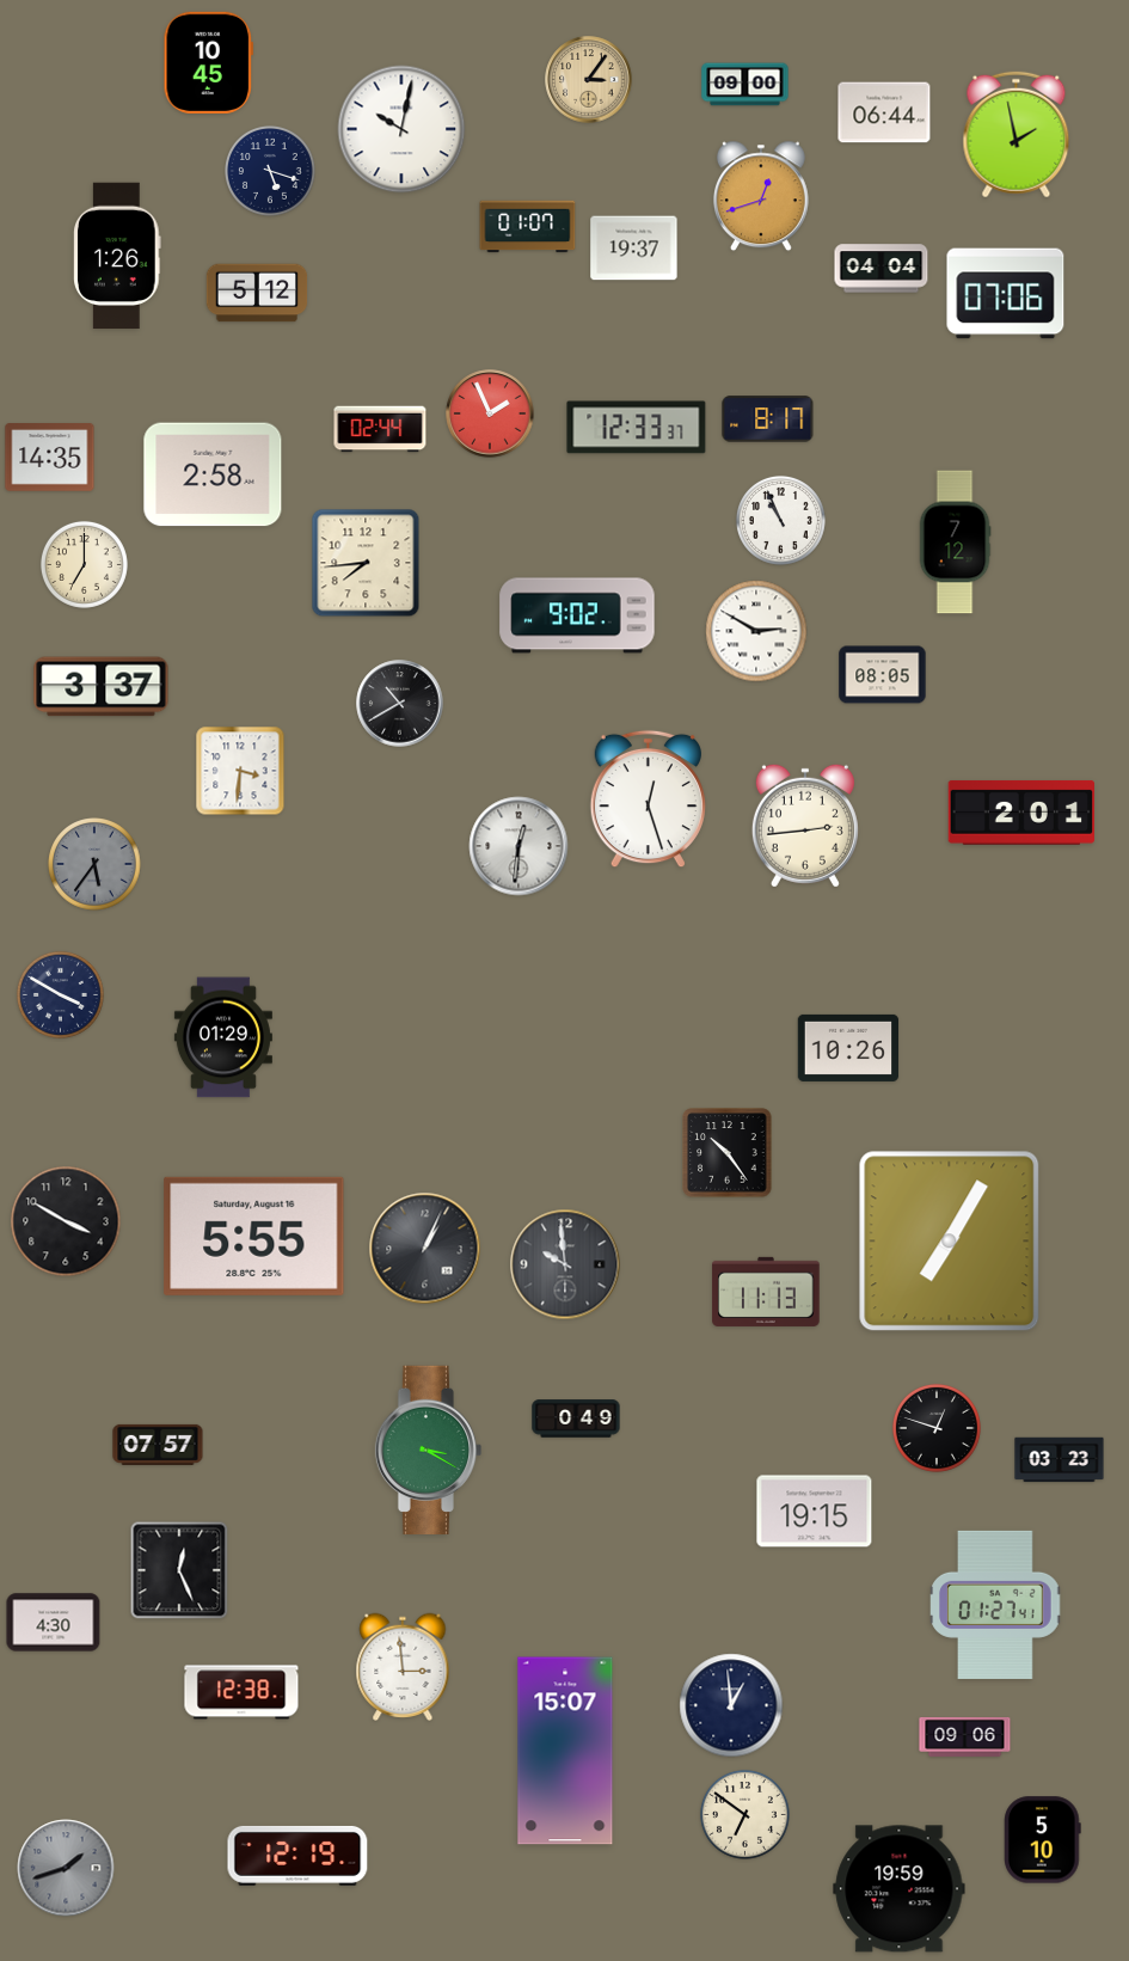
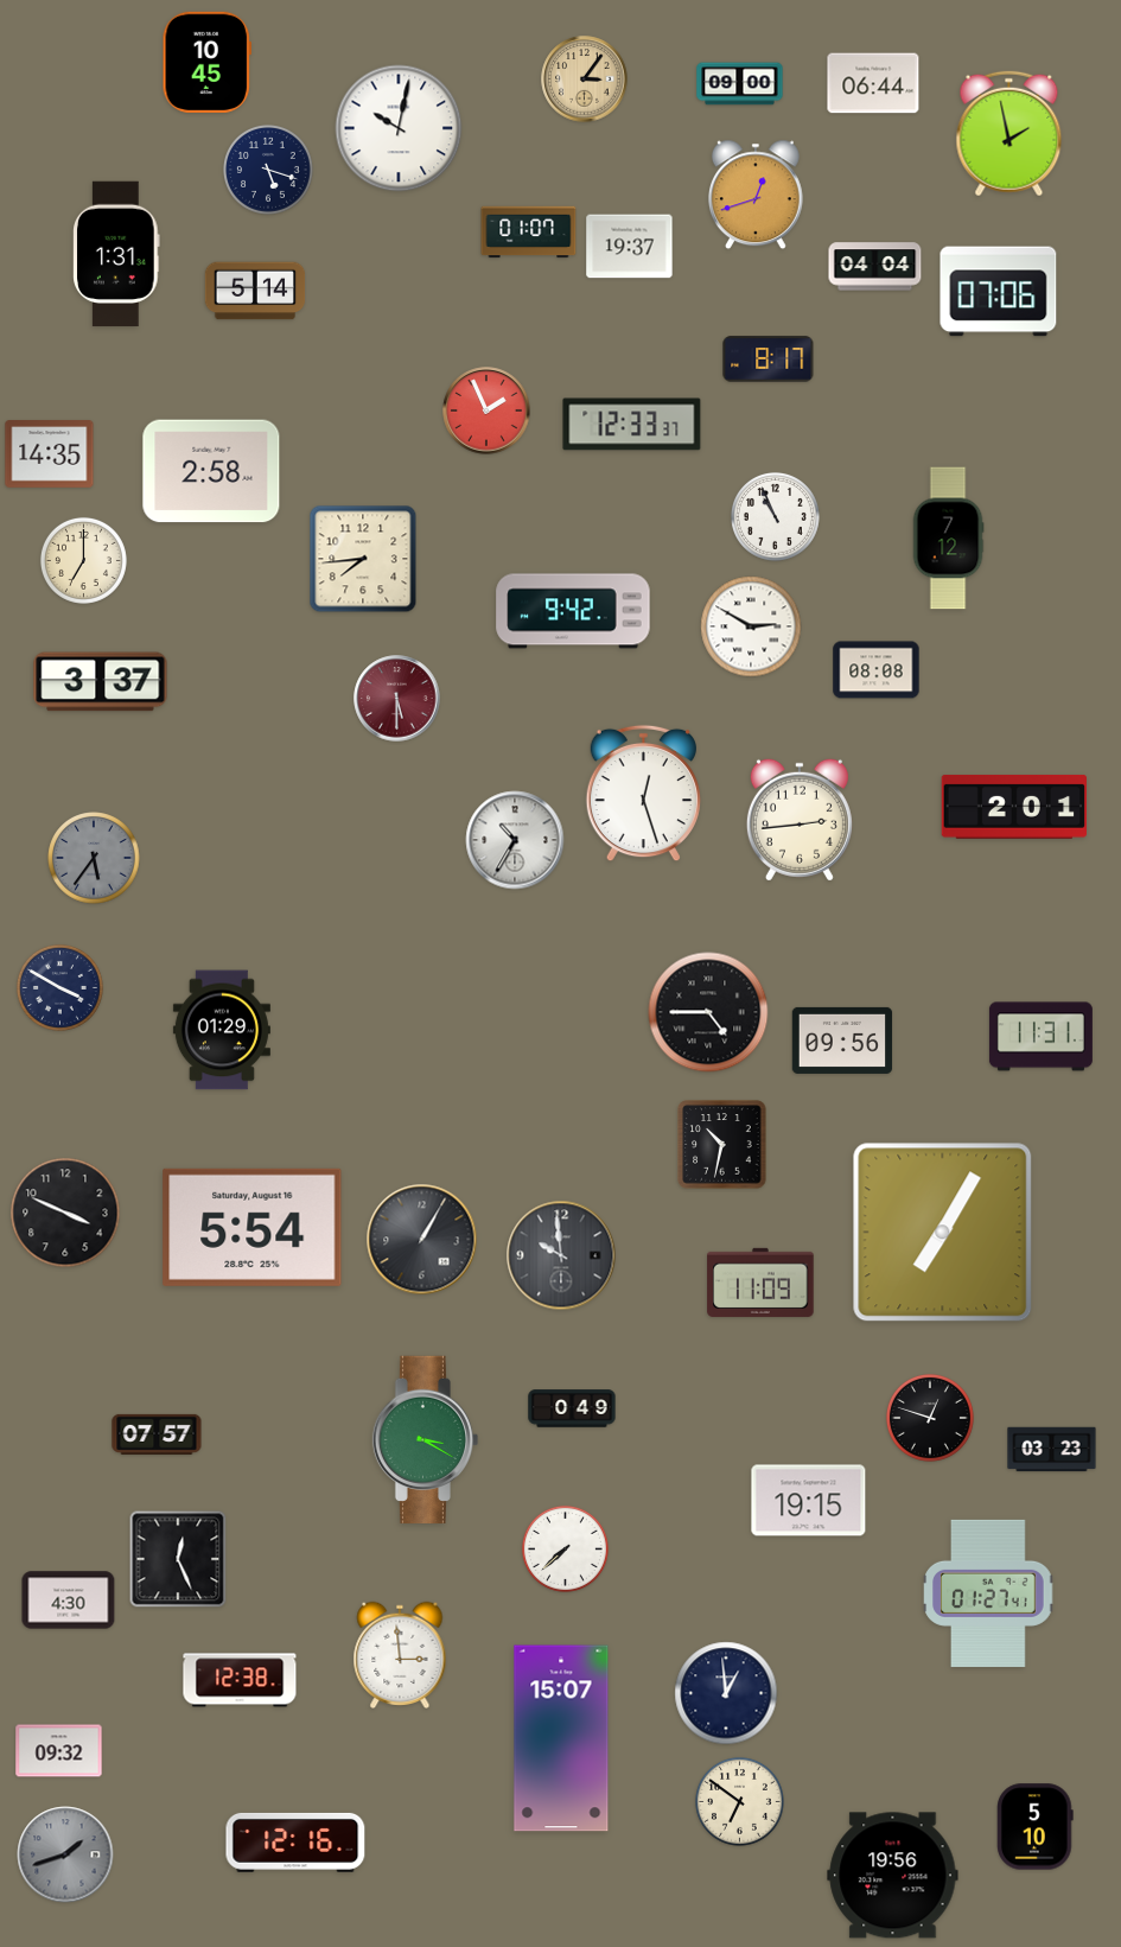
clock at (884, 112) position: (884, 112) -> (873, 83)
clock at (528, 227) position: (528, 227) -> (529, 233)
clock at (117, 256): 1:26 -> 1:31
clock at (257, 293): 5:12 -> 5:14
clock at (768, 419) position: (768, 419) -> (769, 360)
clock at (380, 429): 02:44 -> none
clock at (577, 615): 9:02 -> 9:42
clock at (883, 675): 08:05 -> 08:08
clock at (400, 704): 10:40 -> 5:30
clock at (400, 704) dial: black -> burgundy
clock at (240, 771): 3:31 -> none
clock at (519, 846): 12:31 -> 10:35
clock at (708, 1012): none -> 4:45
clock at (1040, 1037): none -> 11:31
clock at (848, 1048): 10:26 -> 09:56
clock at (728, 1153): 10:24 -> 10:32
clock at (66, 1221): 3:50 -> 3:49
clock at (254, 1236): 5:55 -> 5:54
clock at (425, 1249): 1:04 -> 1:05
clock at (766, 1292): 11:13 -> 11:09
clock at (565, 1548): none -> 7:38
clock at (54, 1623) position: (54, 1623) -> (69, 1601)
clock at (965, 1736): 09:06 -> none
clock at (59, 1751): none -> 09:32
clock at (297, 1856): 12:19 -> 12:16
clock at (900, 1889): 19:59 -> 19:56
